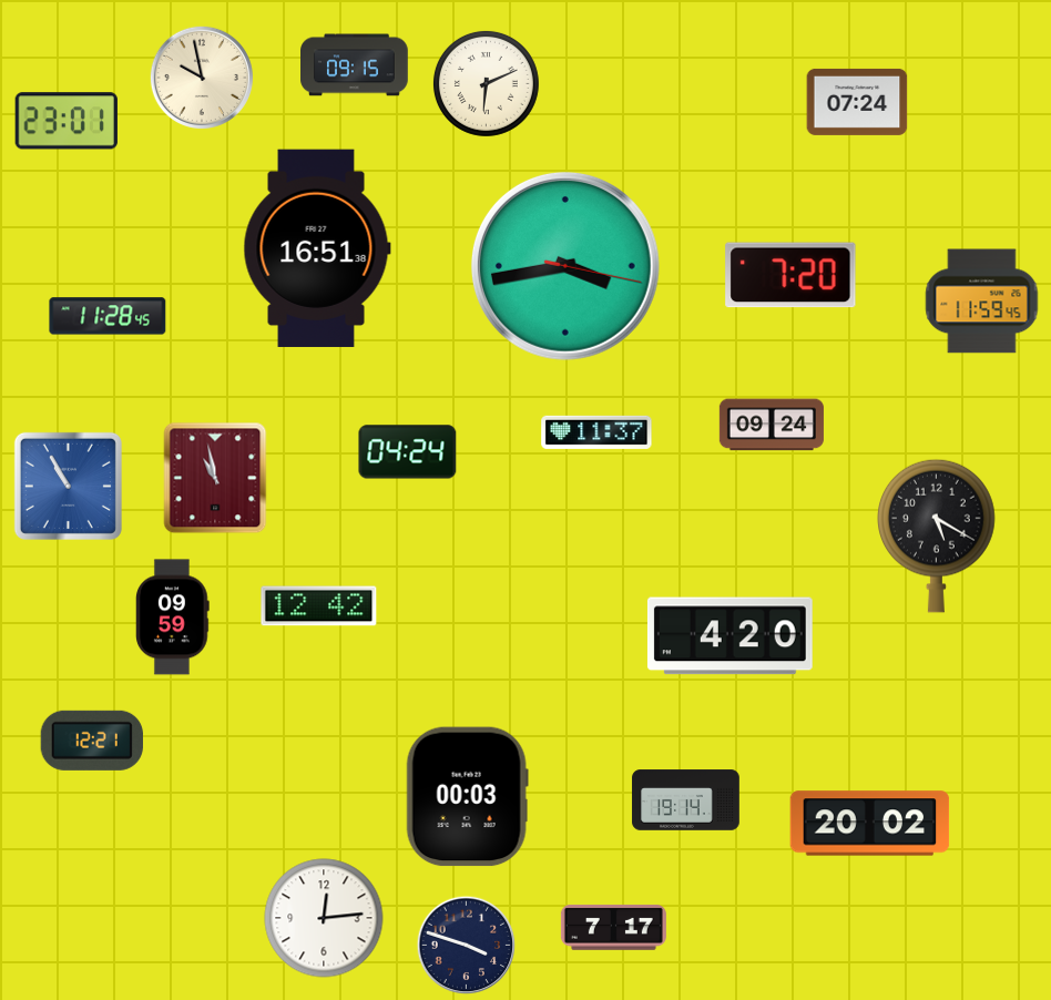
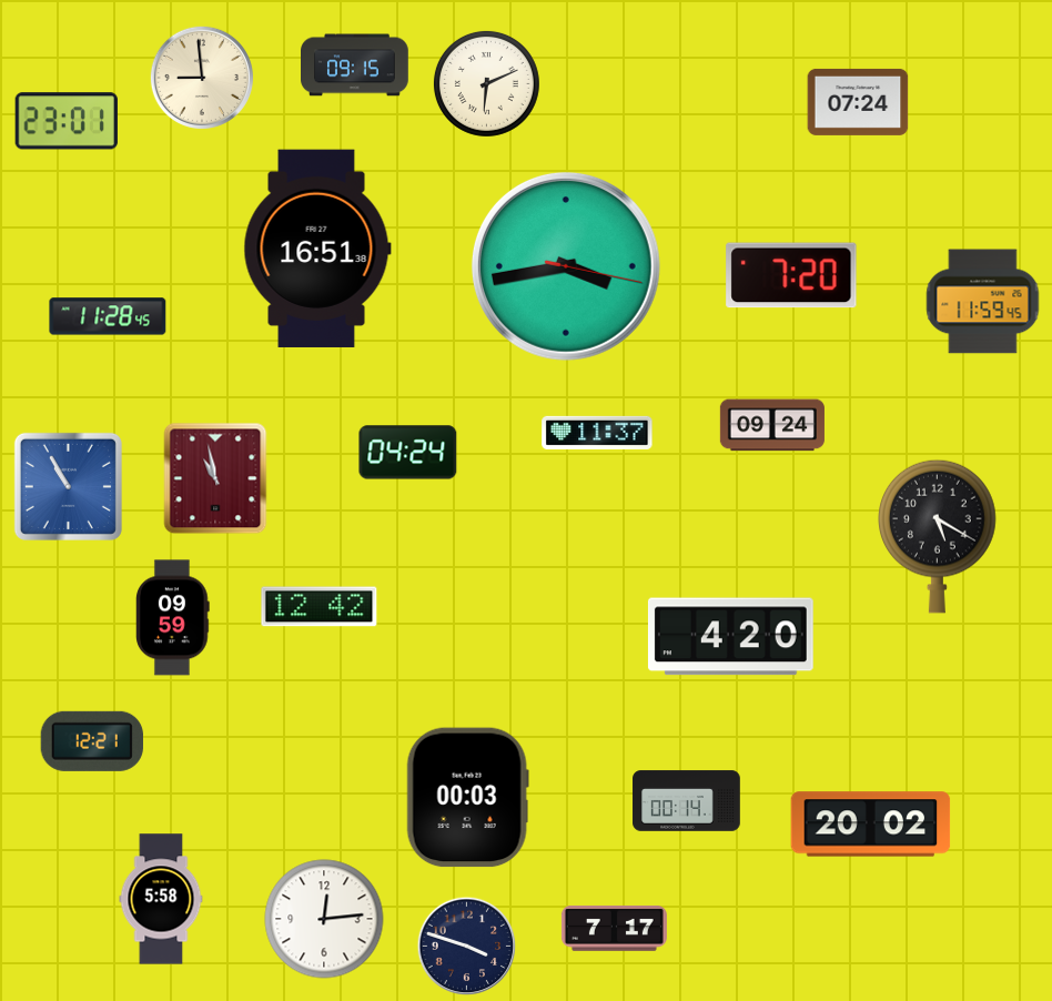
clock at (202, 78): 9:58 -> 8:59
clock at (686, 800): 19:14 -> 00:14
clock at (161, 899): none -> 5:58
